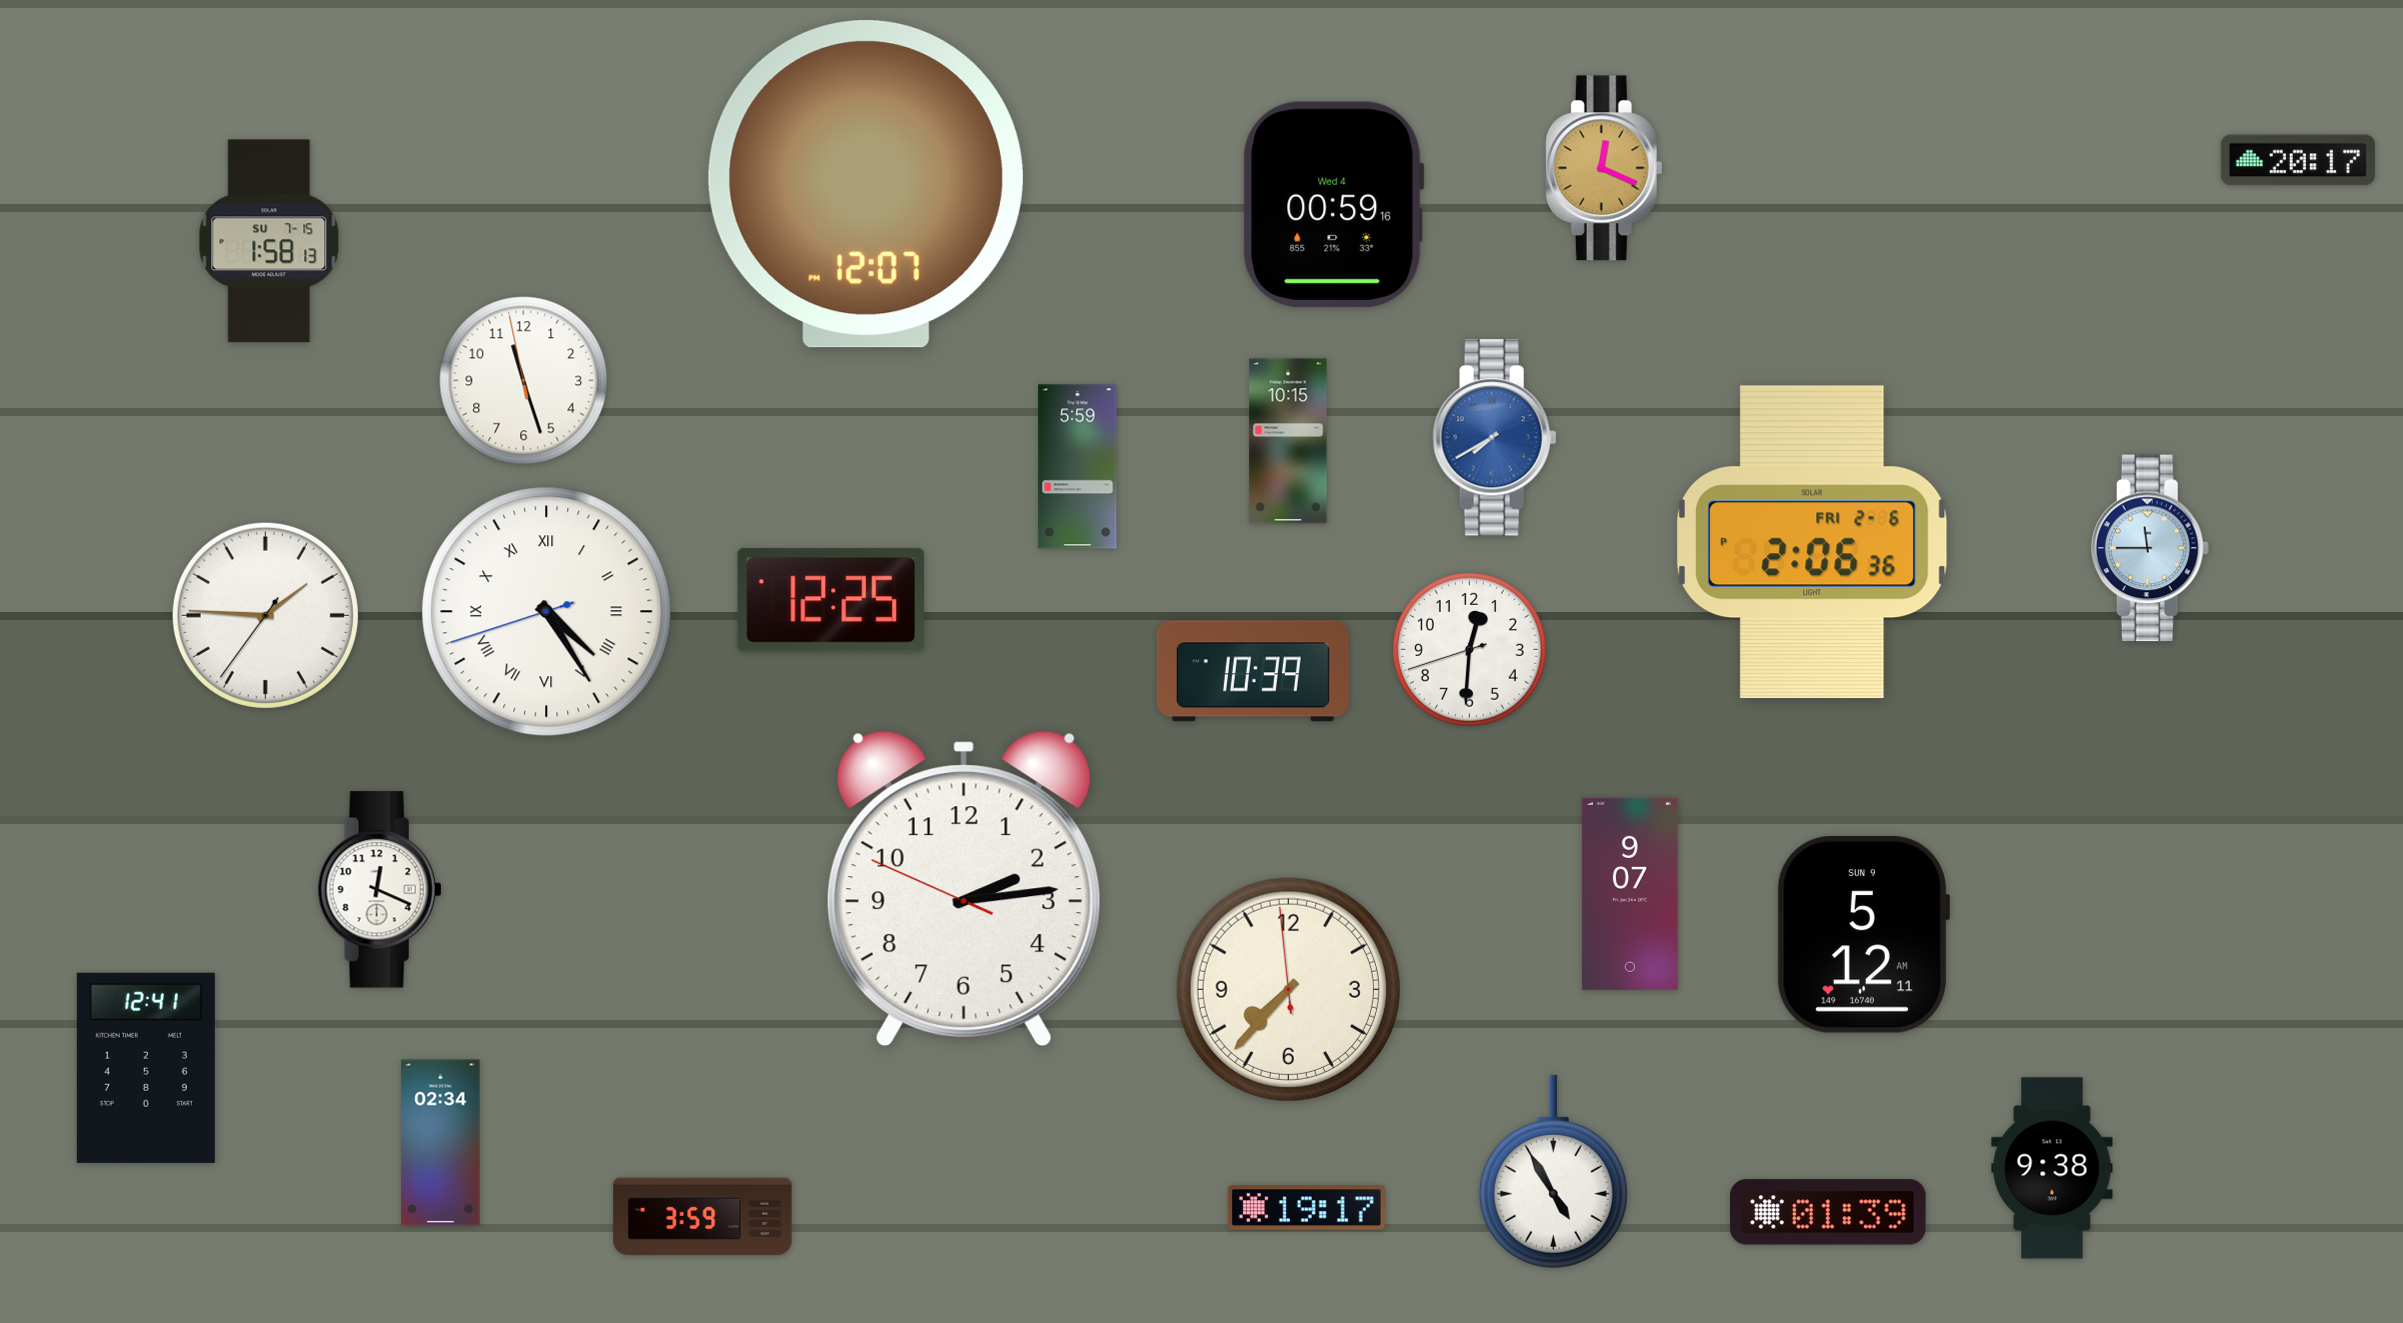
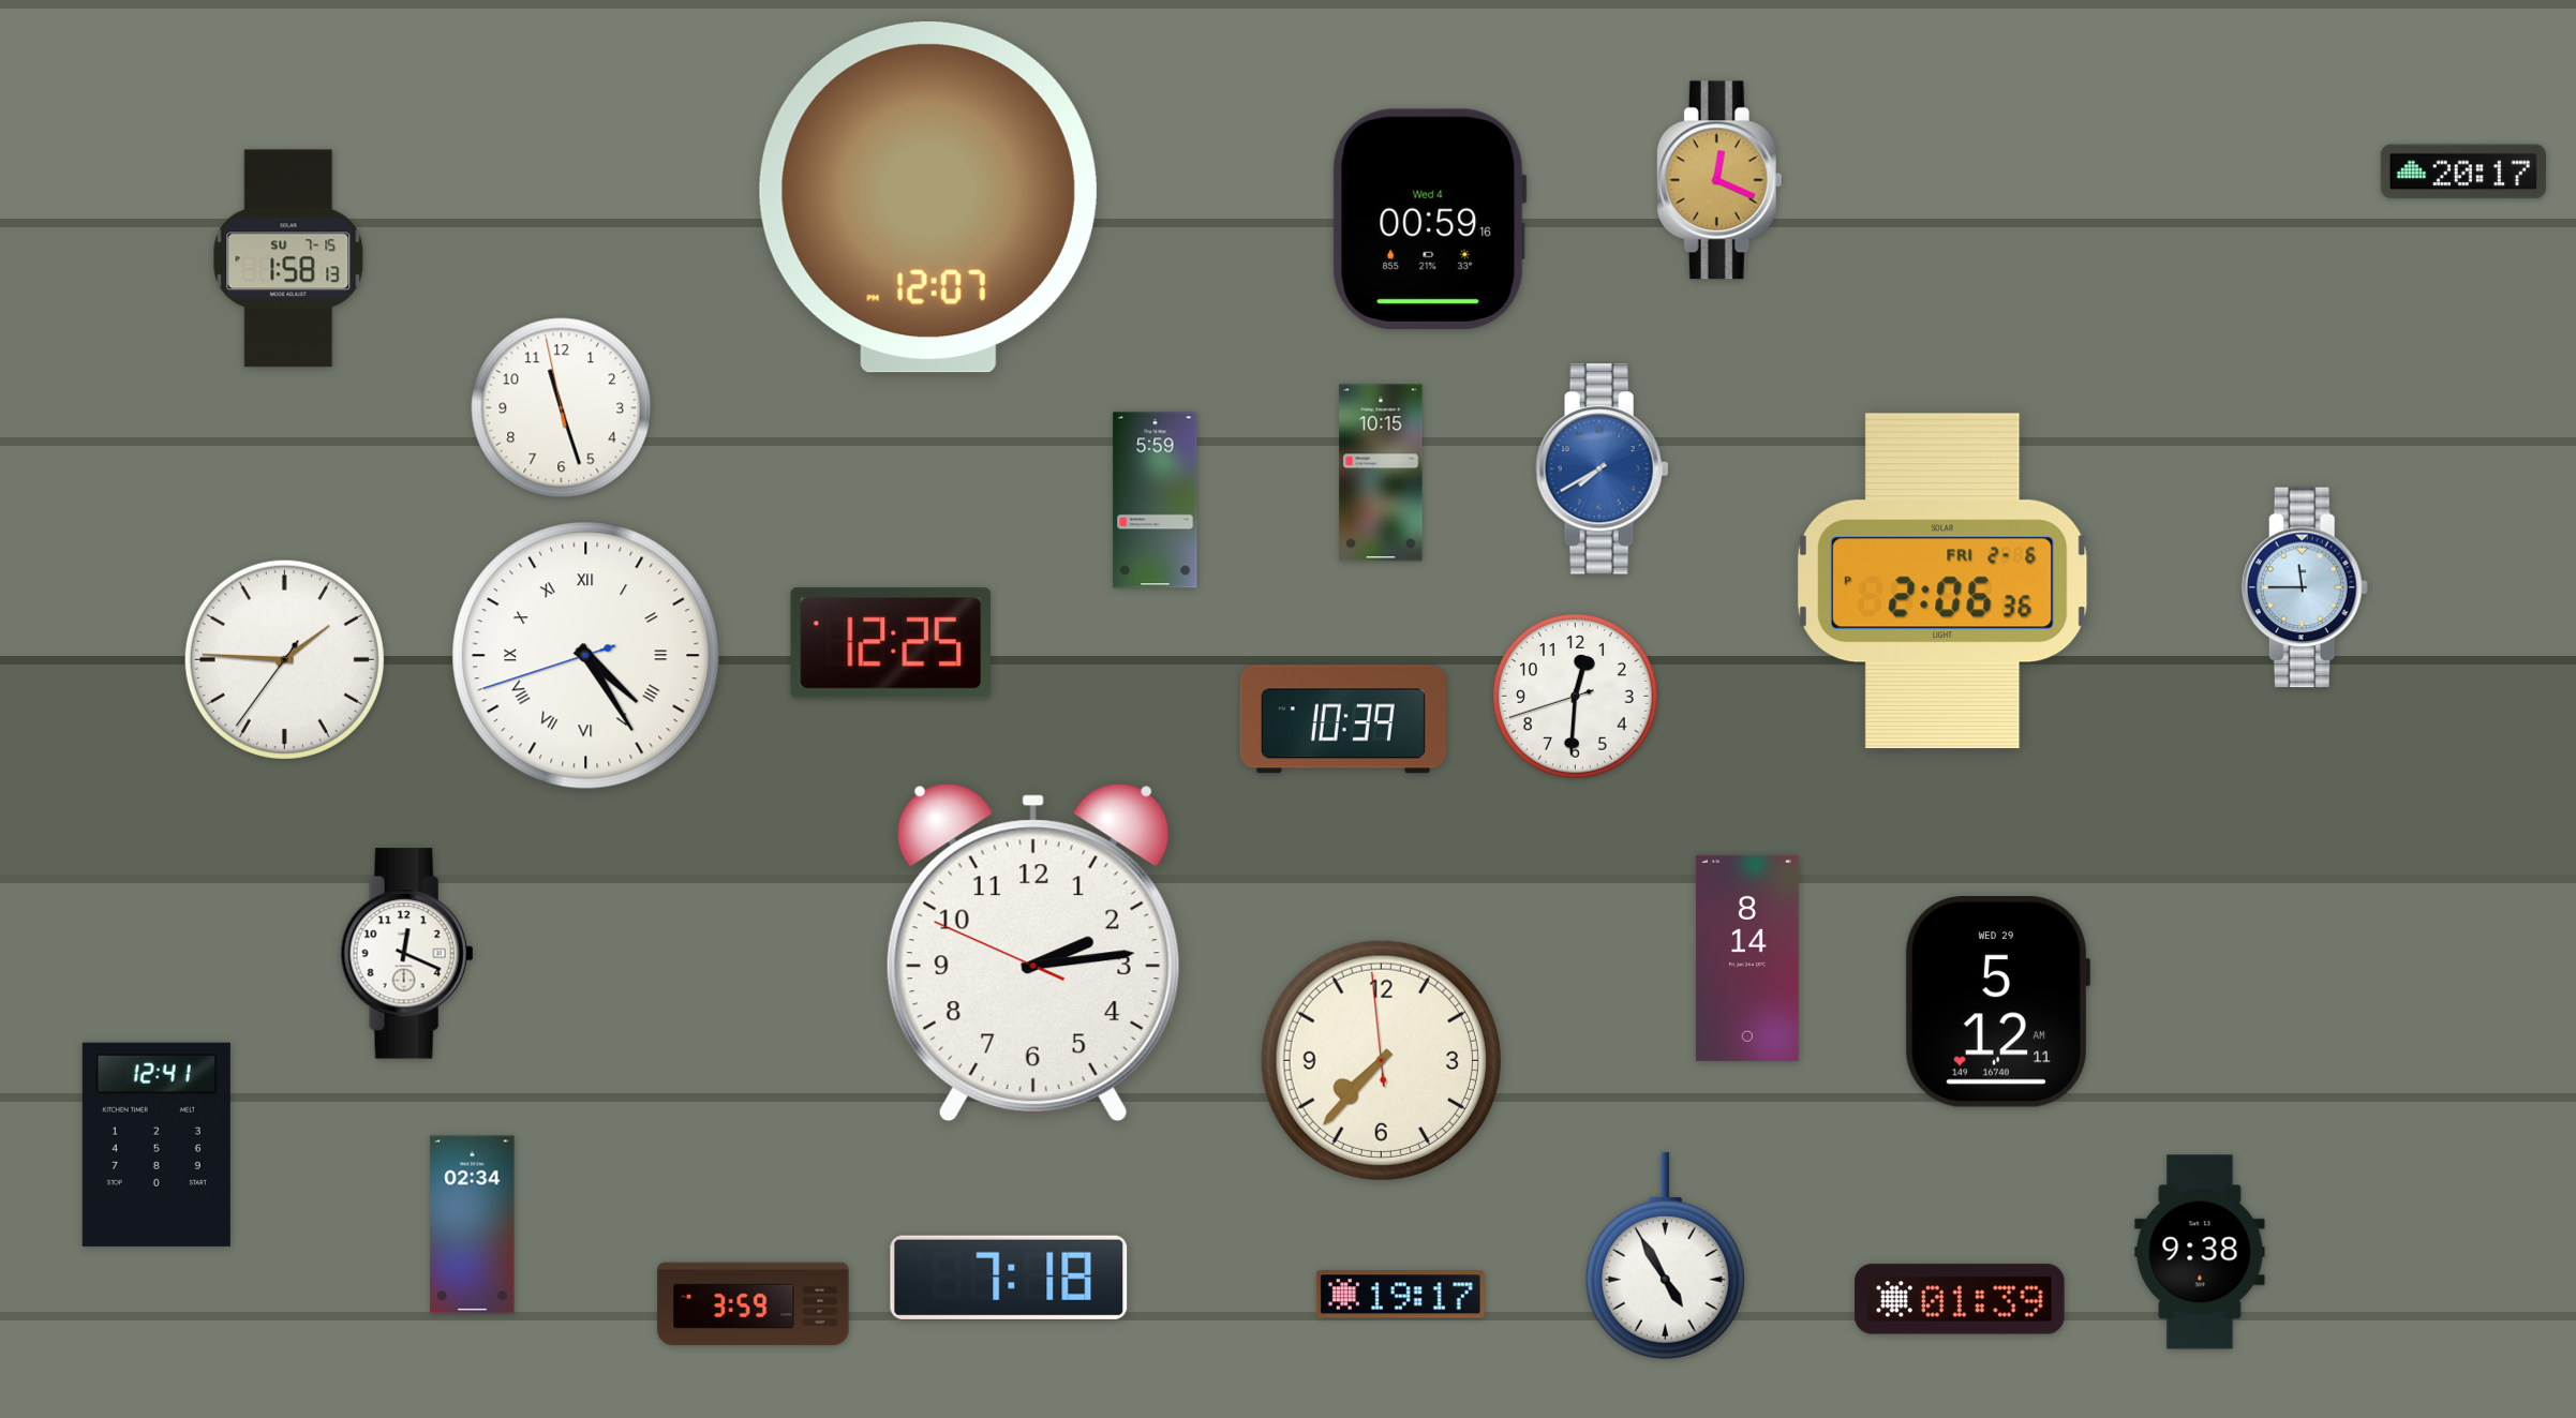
clock at (1630, 894): 9:07 -> 8:14
clock at (1863, 935) date: SUN 9 -> WED 29
clock at (1009, 1278): none -> 7:18
